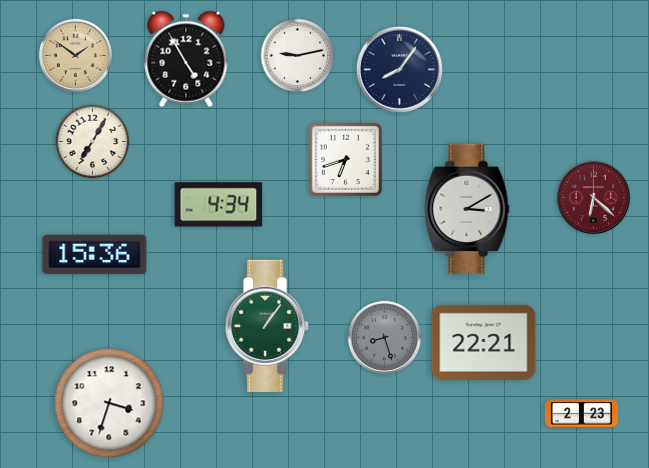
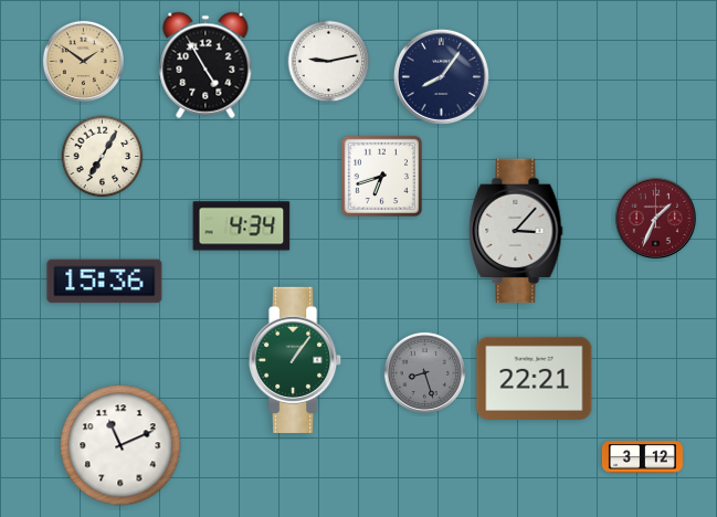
clock at (593, 197): 6:22 -> 1:34
clock at (467, 209): 3:10 -> 3:07
clock at (109, 403): 3:33 -> 11:11
clock at (581, 414): 2:23 -> 3:12
